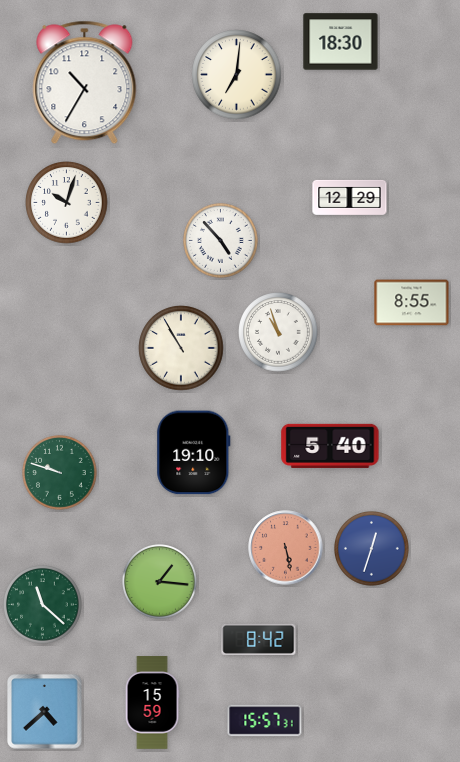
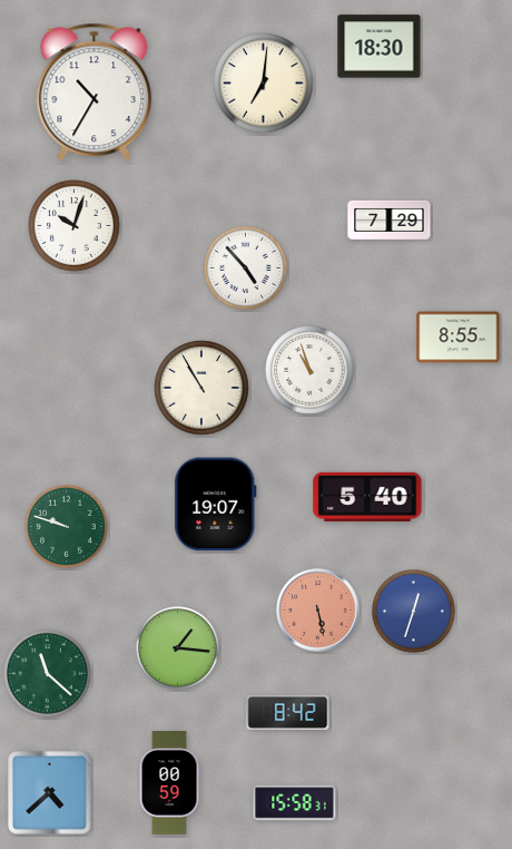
clock at (350, 197): 12:29 -> 7:29
clock at (194, 453): 19:10 -> 19:07
clock at (152, 703): 15:59 -> 00:59
clock at (265, 721): 15:57 -> 15:58
